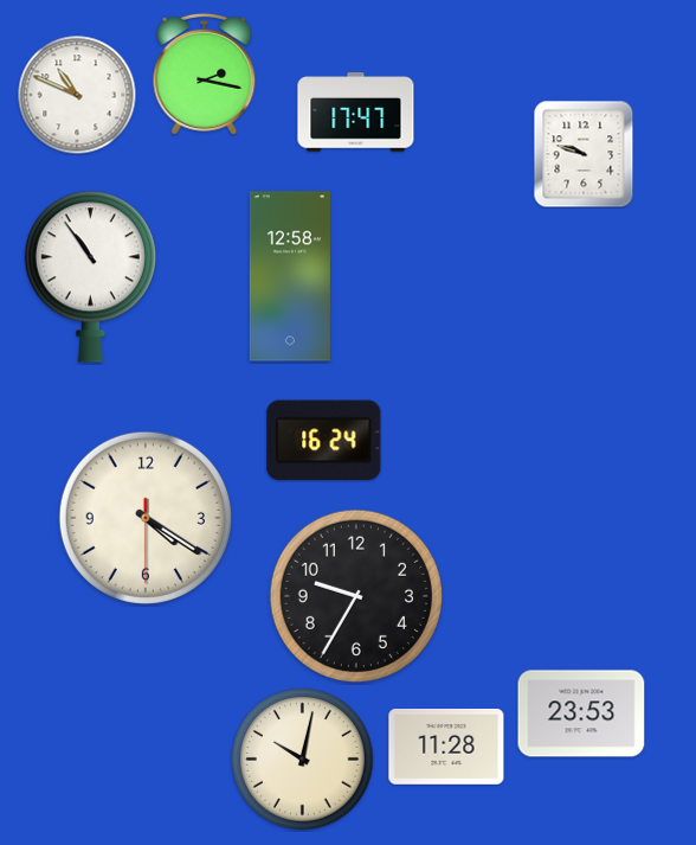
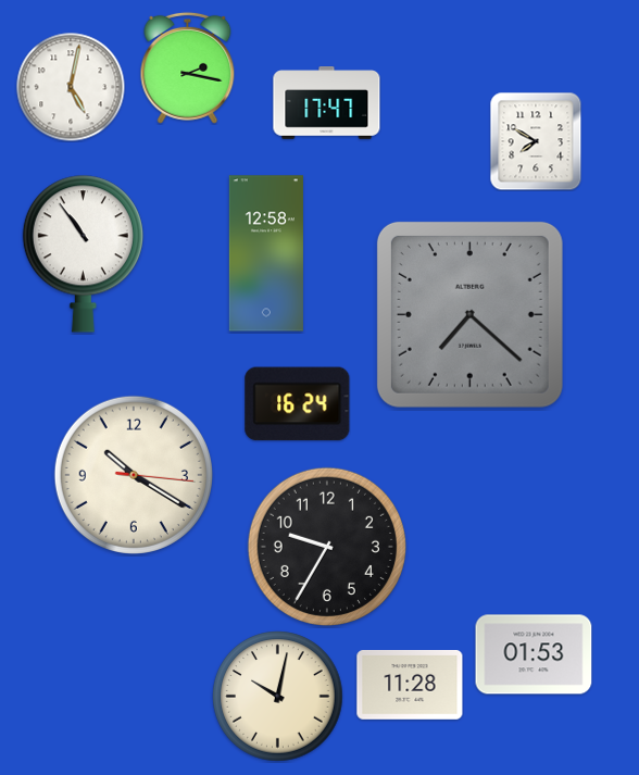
clock at (77, 95): 10:49 -> 5:02
clock at (584, 154): 9:48 -> 7:50
clock at (469, 314): none -> 7:22
clock at (146, 518): 4:20 -> 10:20
clock at (581, 713): 23:53 -> 01:53
